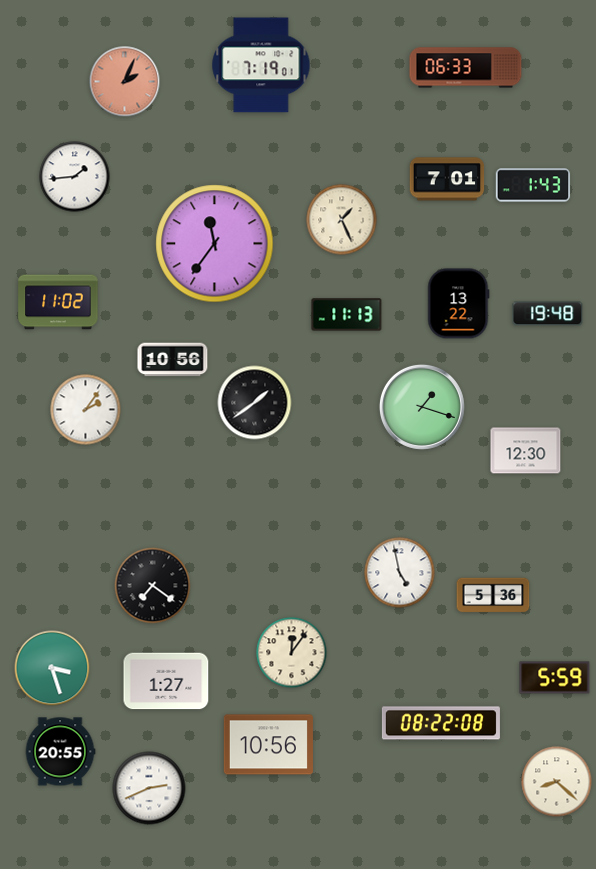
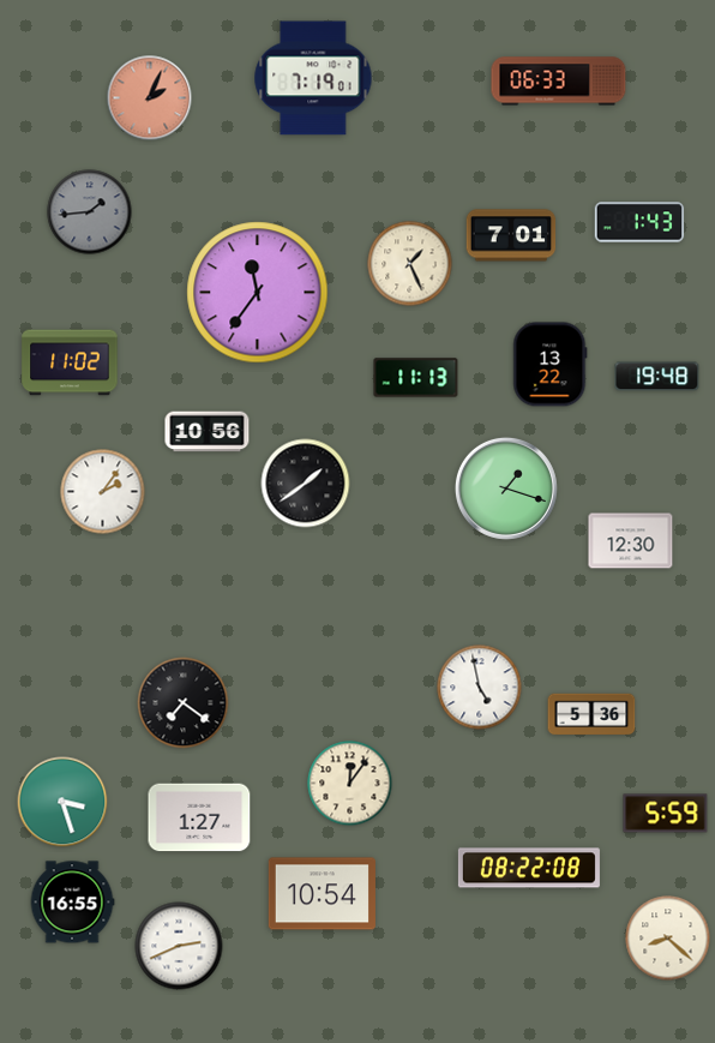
clock at (75, 177) dial: white -> grey
clock at (447, 179) position: (447, 179) -> (511, 235)
clock at (268, 745): 10:56 -> 10:54
clock at (60, 752): 20:55 -> 16:55
